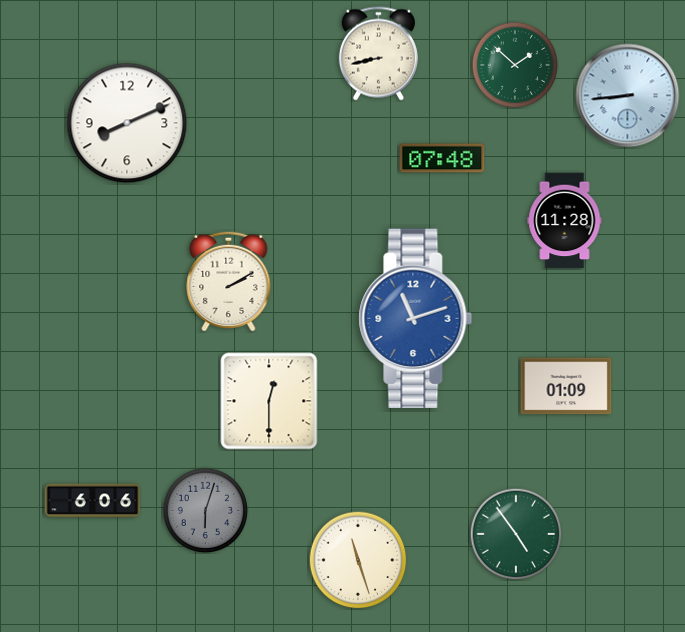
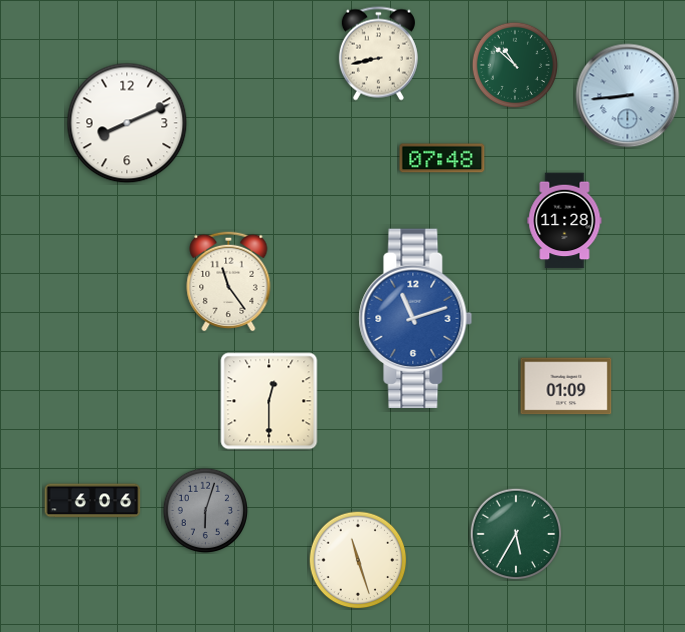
clock at (514, 64): 1:52 -> 10:52
clock at (229, 281): 2:10 -> 11:24
clock at (516, 534): 4:54 -> 5:35
